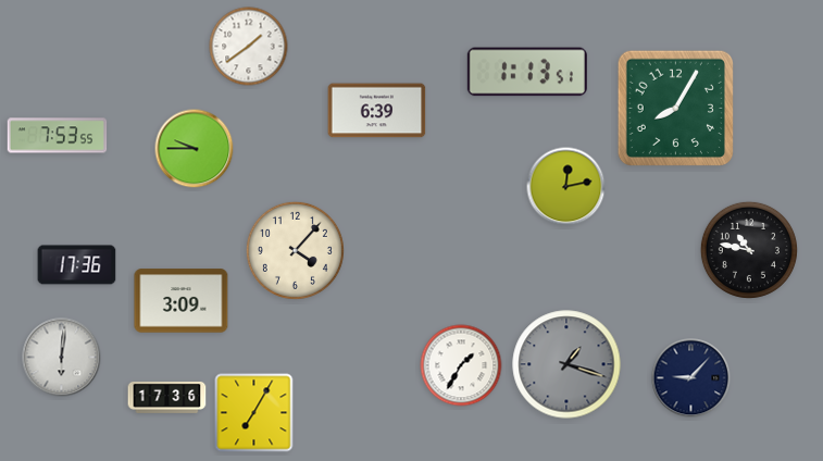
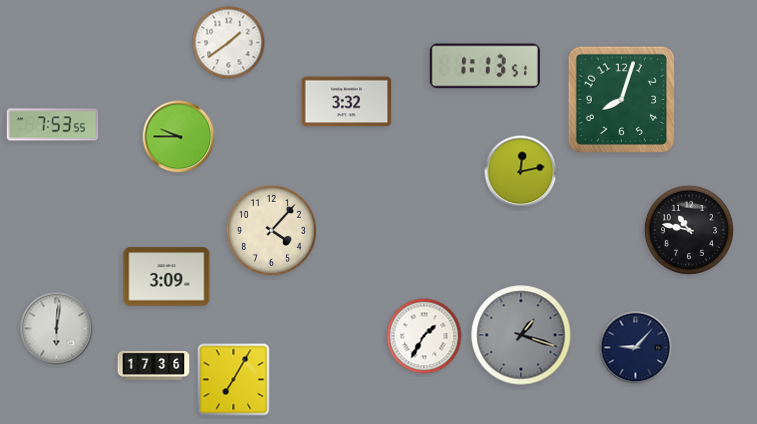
clock at (675, 108): 8:05 -> 8:03
clock at (377, 111): 6:39 -> 3:32
clock at (77, 265): 17:36 -> none
